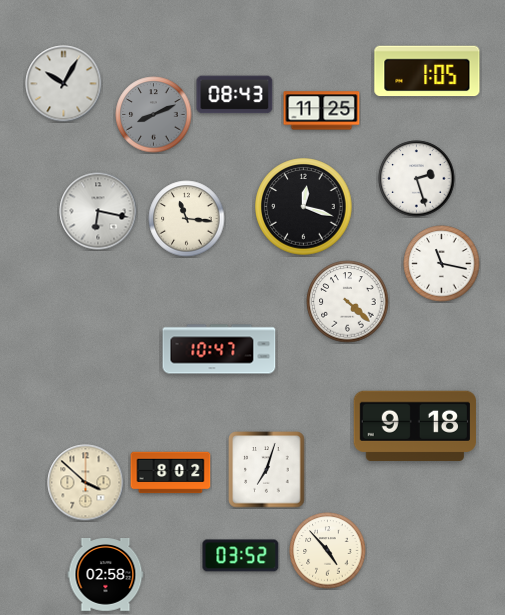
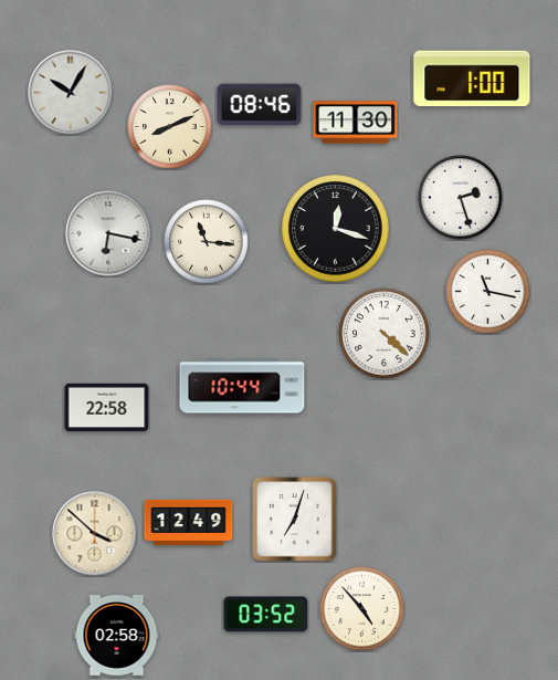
clock at (427, 71): 1:05 -> 1:00
clock at (235, 95): 08:43 -> 08:46
clock at (322, 111): 11:25 -> 11:30
clock at (154, 115) dial: grey -> cream
clock at (219, 349): 10:47 -> 10:44
clock at (107, 408): none -> 22:58
clock at (415, 426): 9:18 -> none
clock at (171, 473): 8:02 -> 12:49
